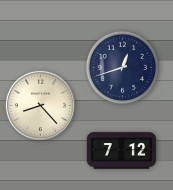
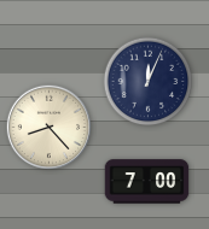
clock at (123, 68): 12:42 -> 12:04
clock at (122, 151): 7:12 -> 7:00
